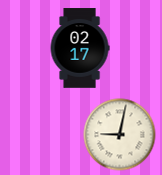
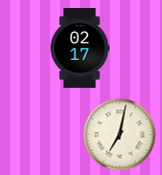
clock at (120, 135): 9:02 -> 7:02
